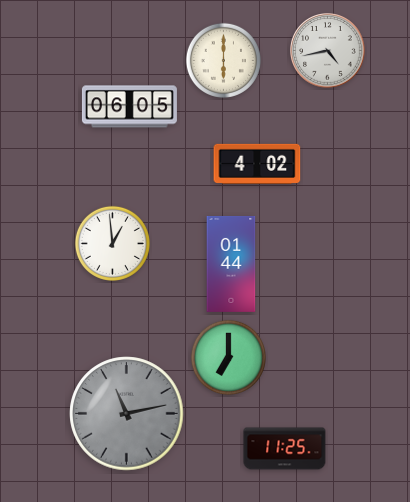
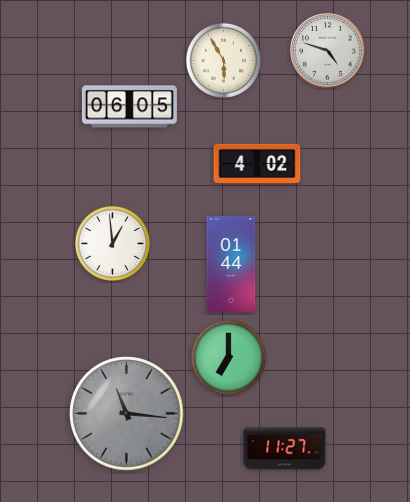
clock at (328, 51): 4:43 -> 4:48
clock at (223, 60): 6:00 -> 5:55
clock at (127, 414): 11:13 -> 11:16
clock at (285, 449): 11:25 -> 11:27
